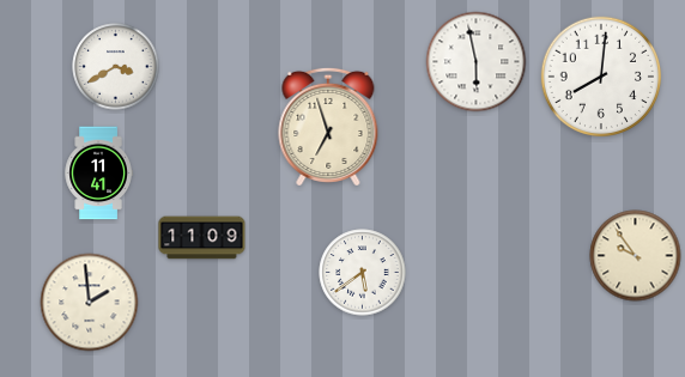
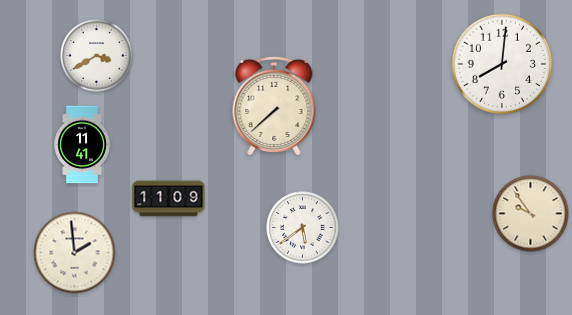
clock at (477, 62): 5:58 -> none
clock at (328, 127): 6:57 -> 7:38
